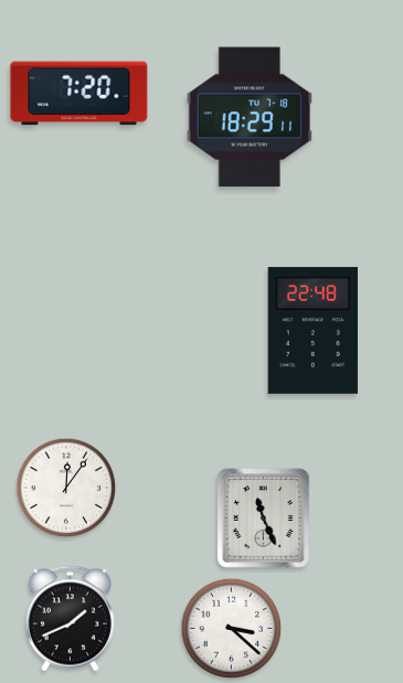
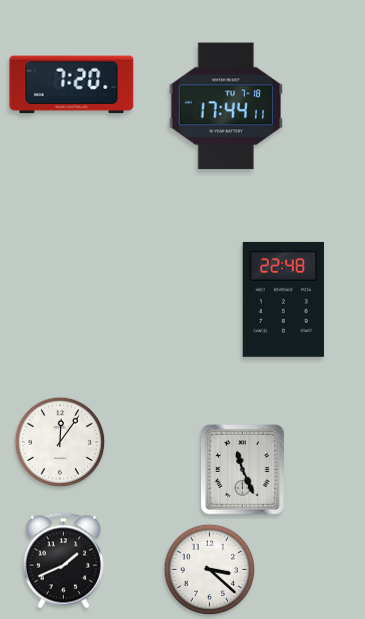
clock at (248, 117): 18:29 -> 17:44
clock at (264, 519) position: (264, 519) -> (243, 470)
